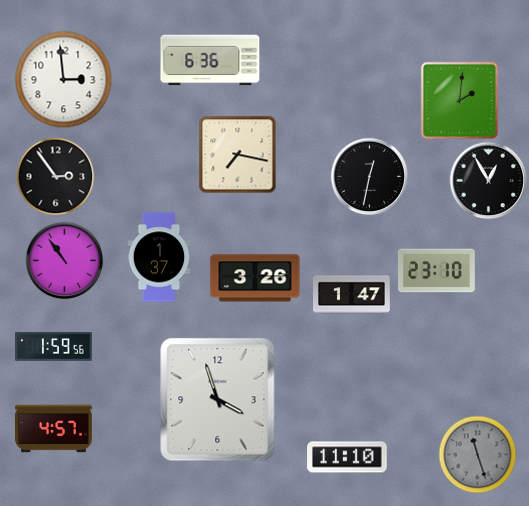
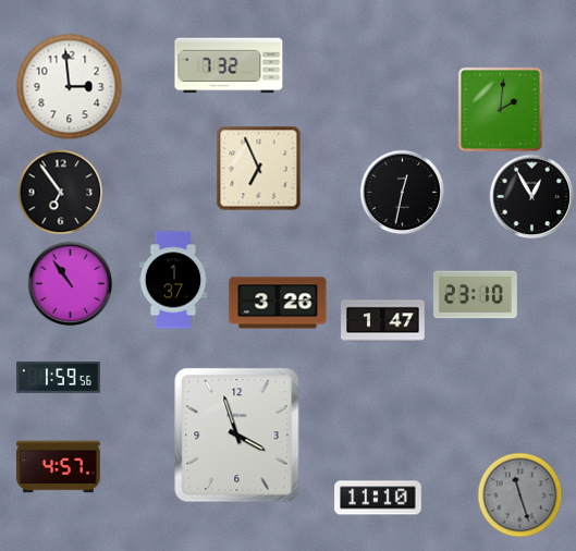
clock at (210, 60): 6:36 -> 7:32
clock at (237, 154): 7:17 -> 6:56
clock at (55, 176): 2:54 -> 6:54
